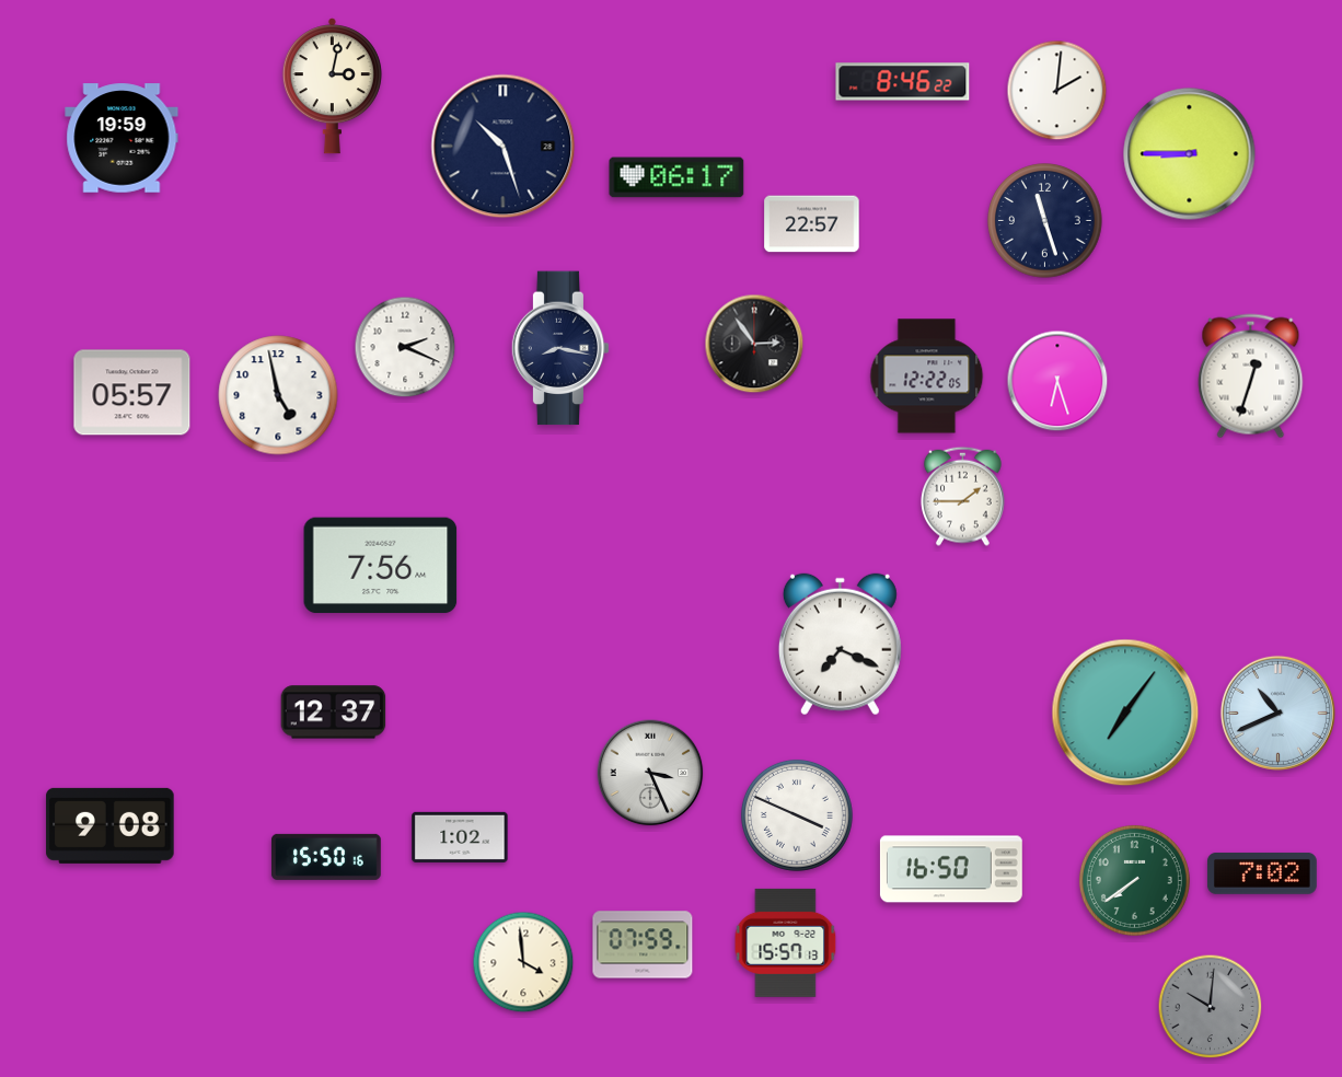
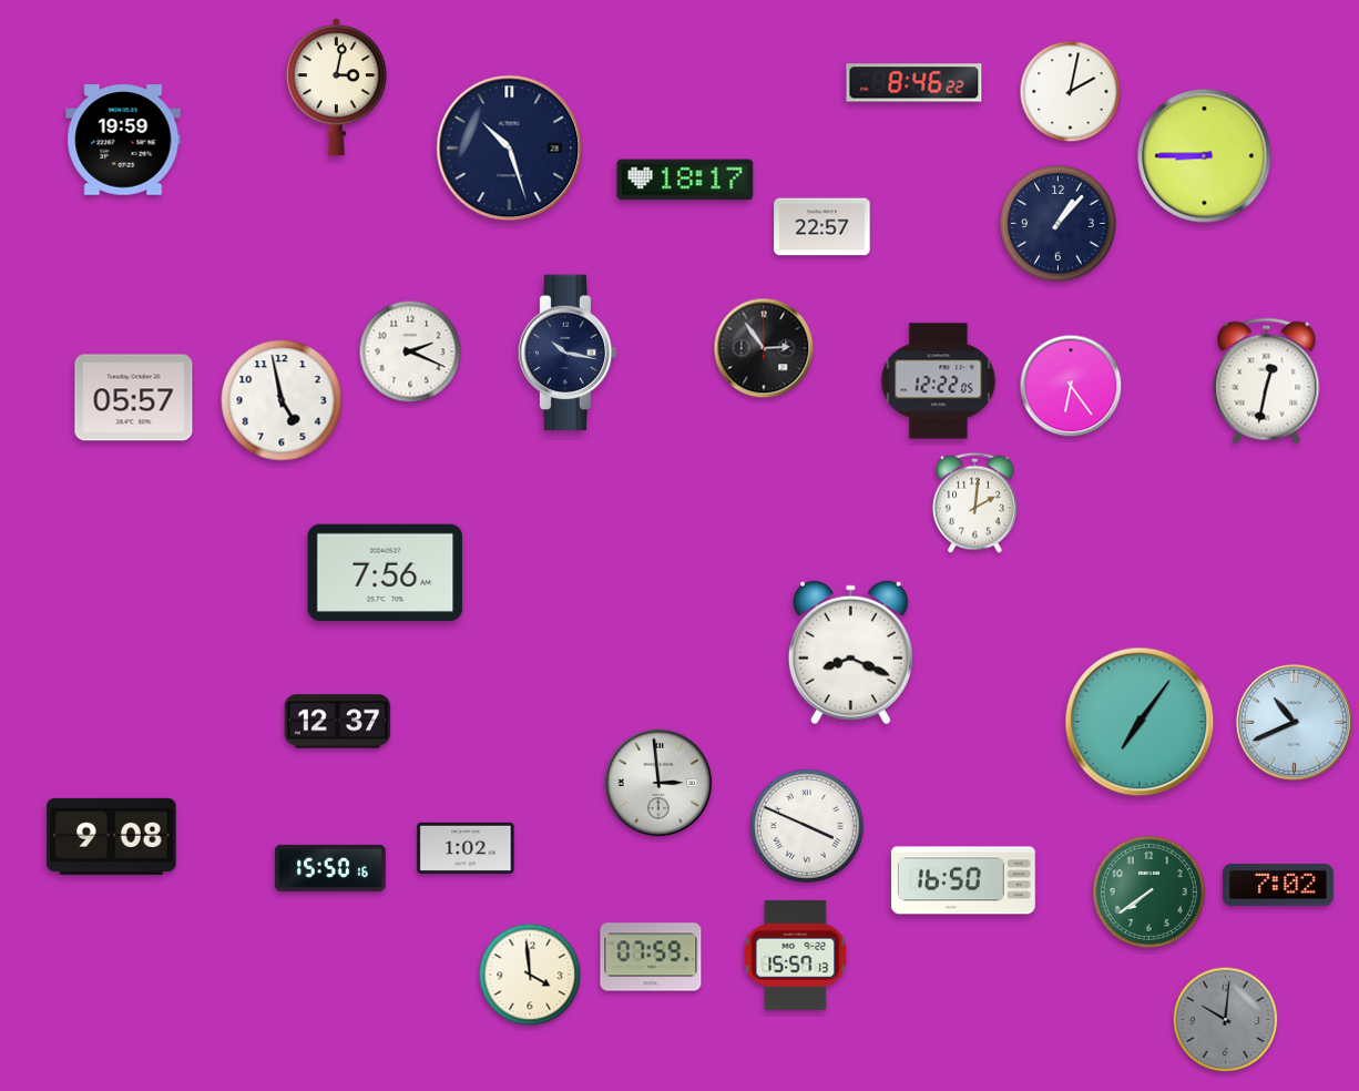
clock at (1057, 91): 2:01 -> 2:02
clock at (676, 177): 06:17 -> 18:17
clock at (1045, 221): 11:27 -> 1:07
clock at (560, 348): 8:17 -> 10:17
clock at (1251, 377): 12:33 -> 12:32
clock at (1057, 381): 6:27 -> 6:24
clock at (962, 496): 1:45 -> 2:01
clock at (840, 645): 7:19 -> 8:19
clock at (650, 773): 3:26 -> 2:59
